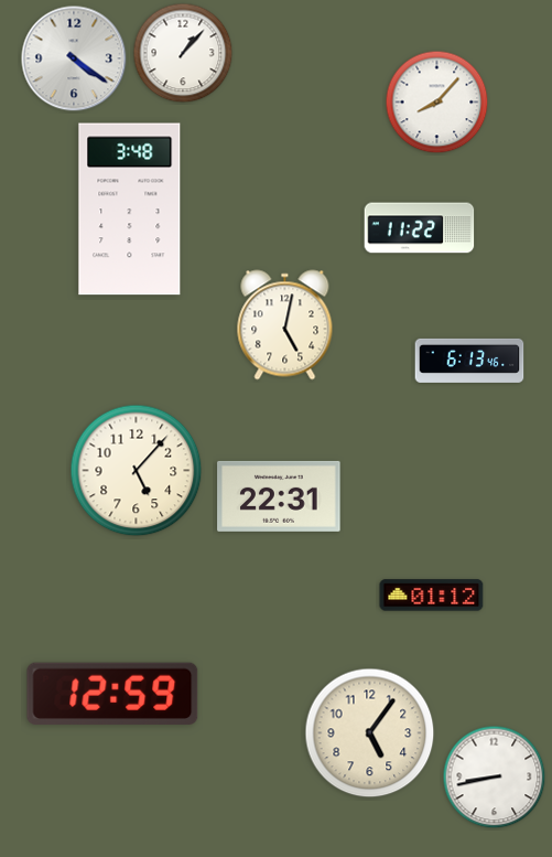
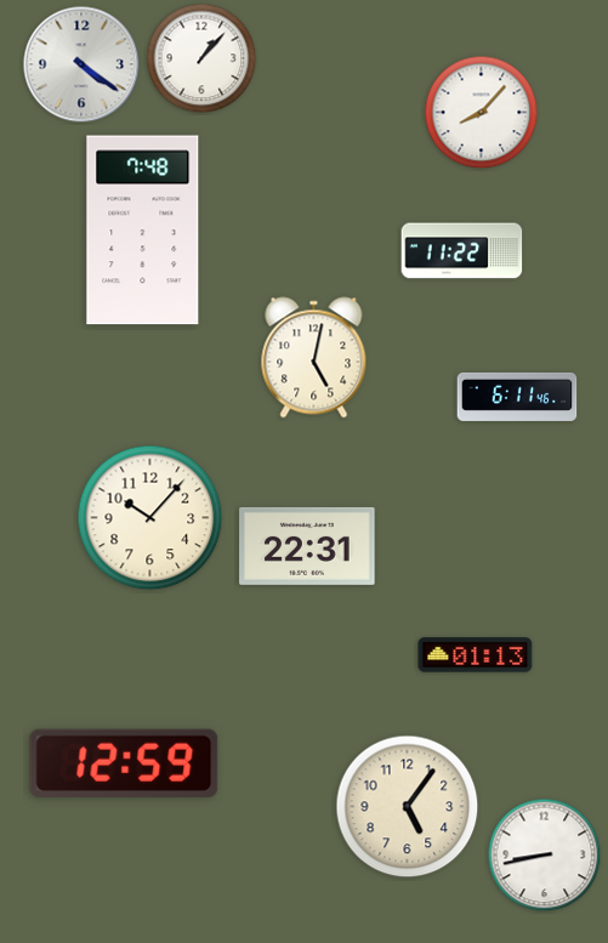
clock at (130, 210): 3:48 -> 7:48
clock at (469, 361): 6:13 -> 6:11
clock at (137, 471): 5:07 -> 10:07
clock at (432, 596): 01:12 -> 01:13
